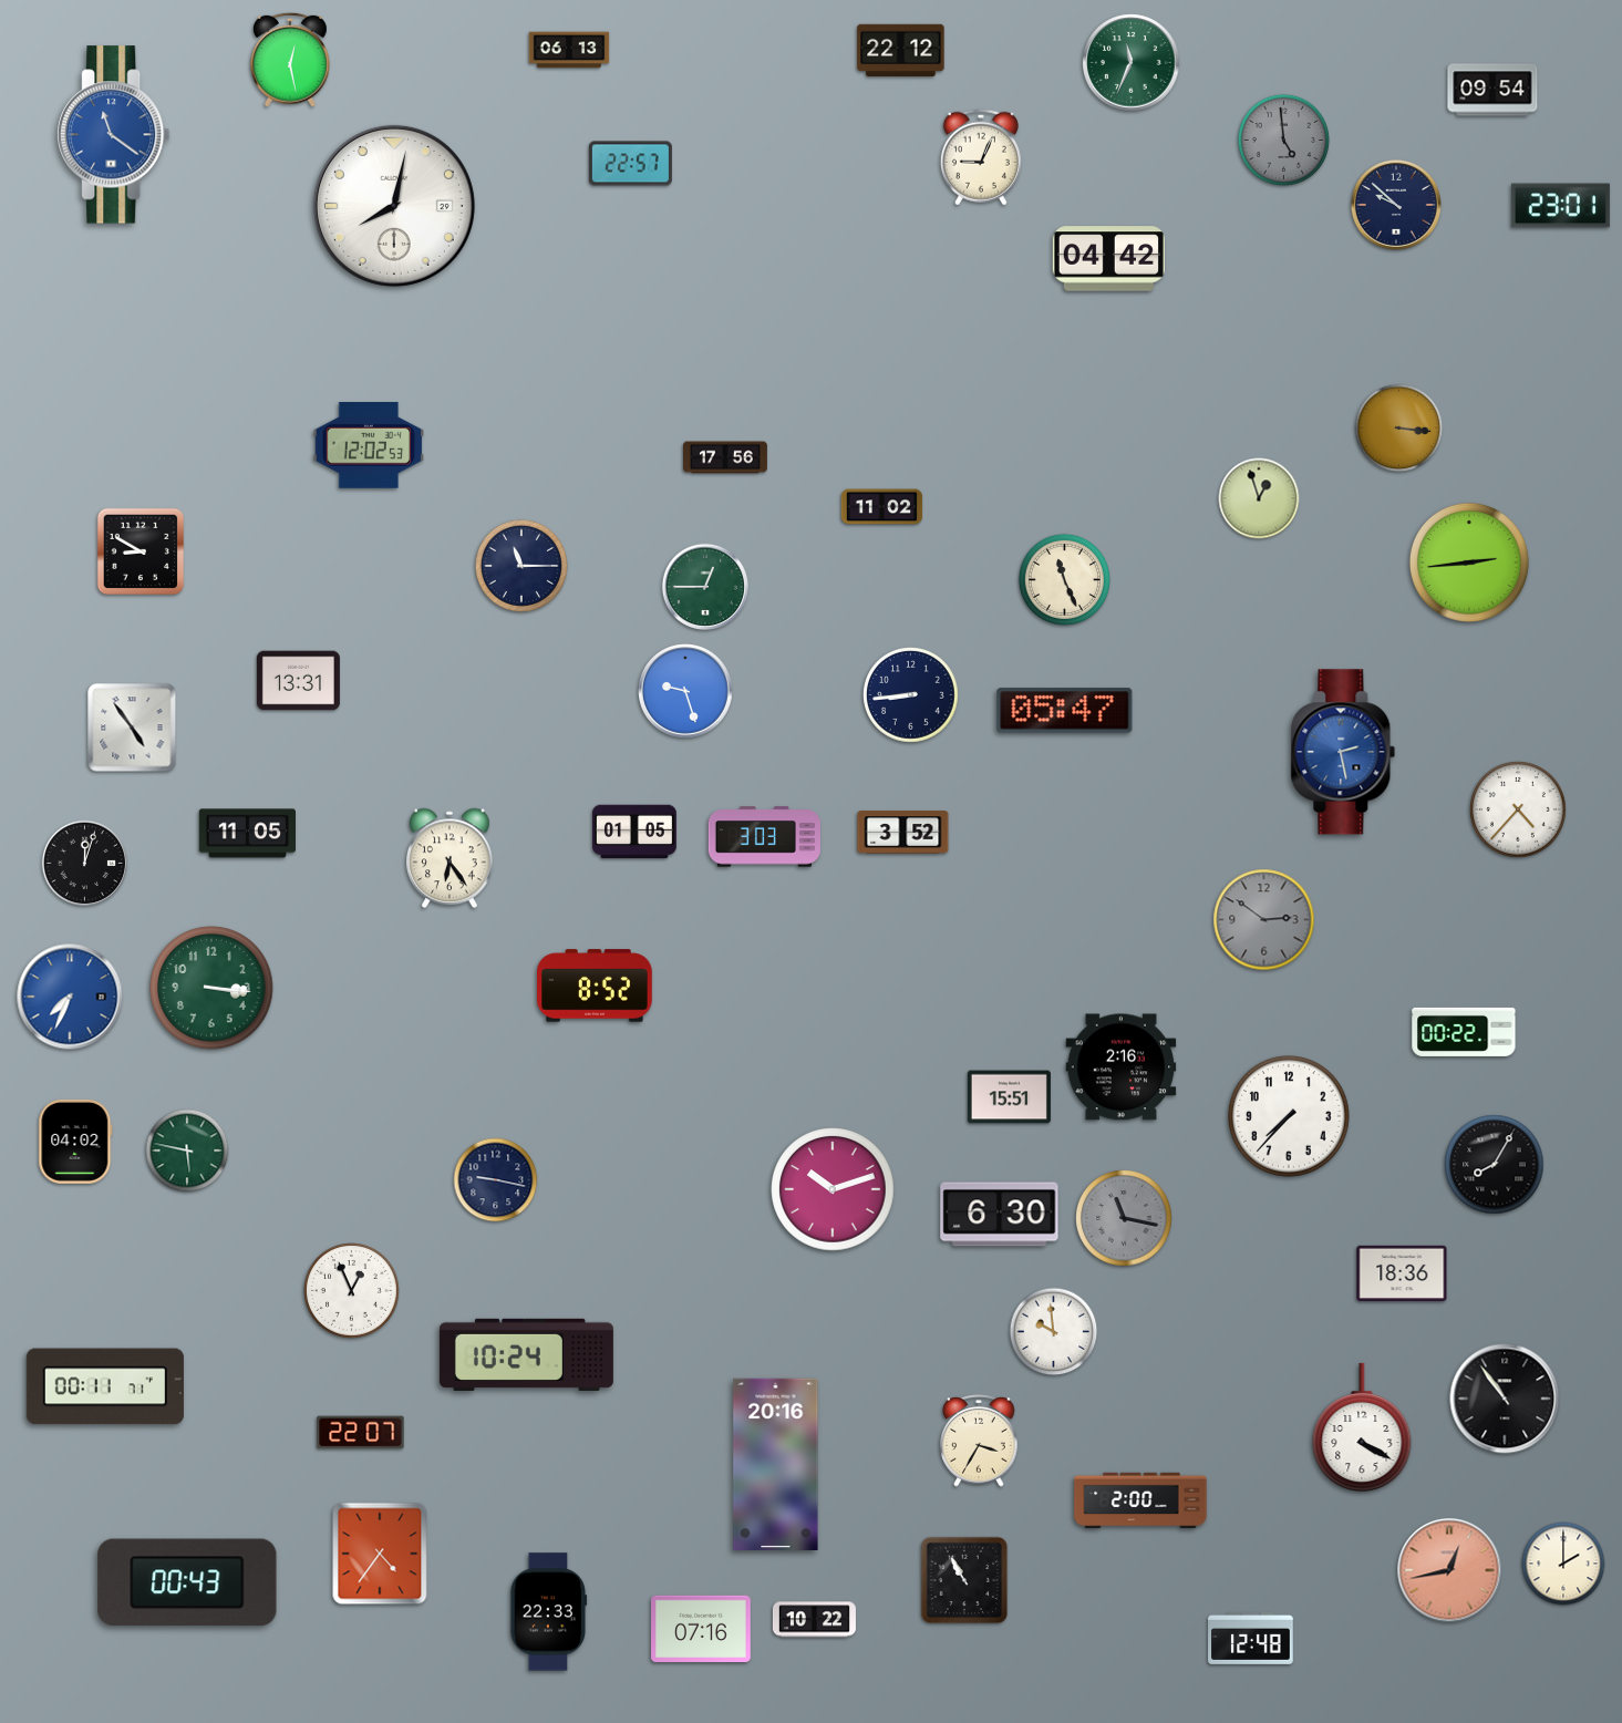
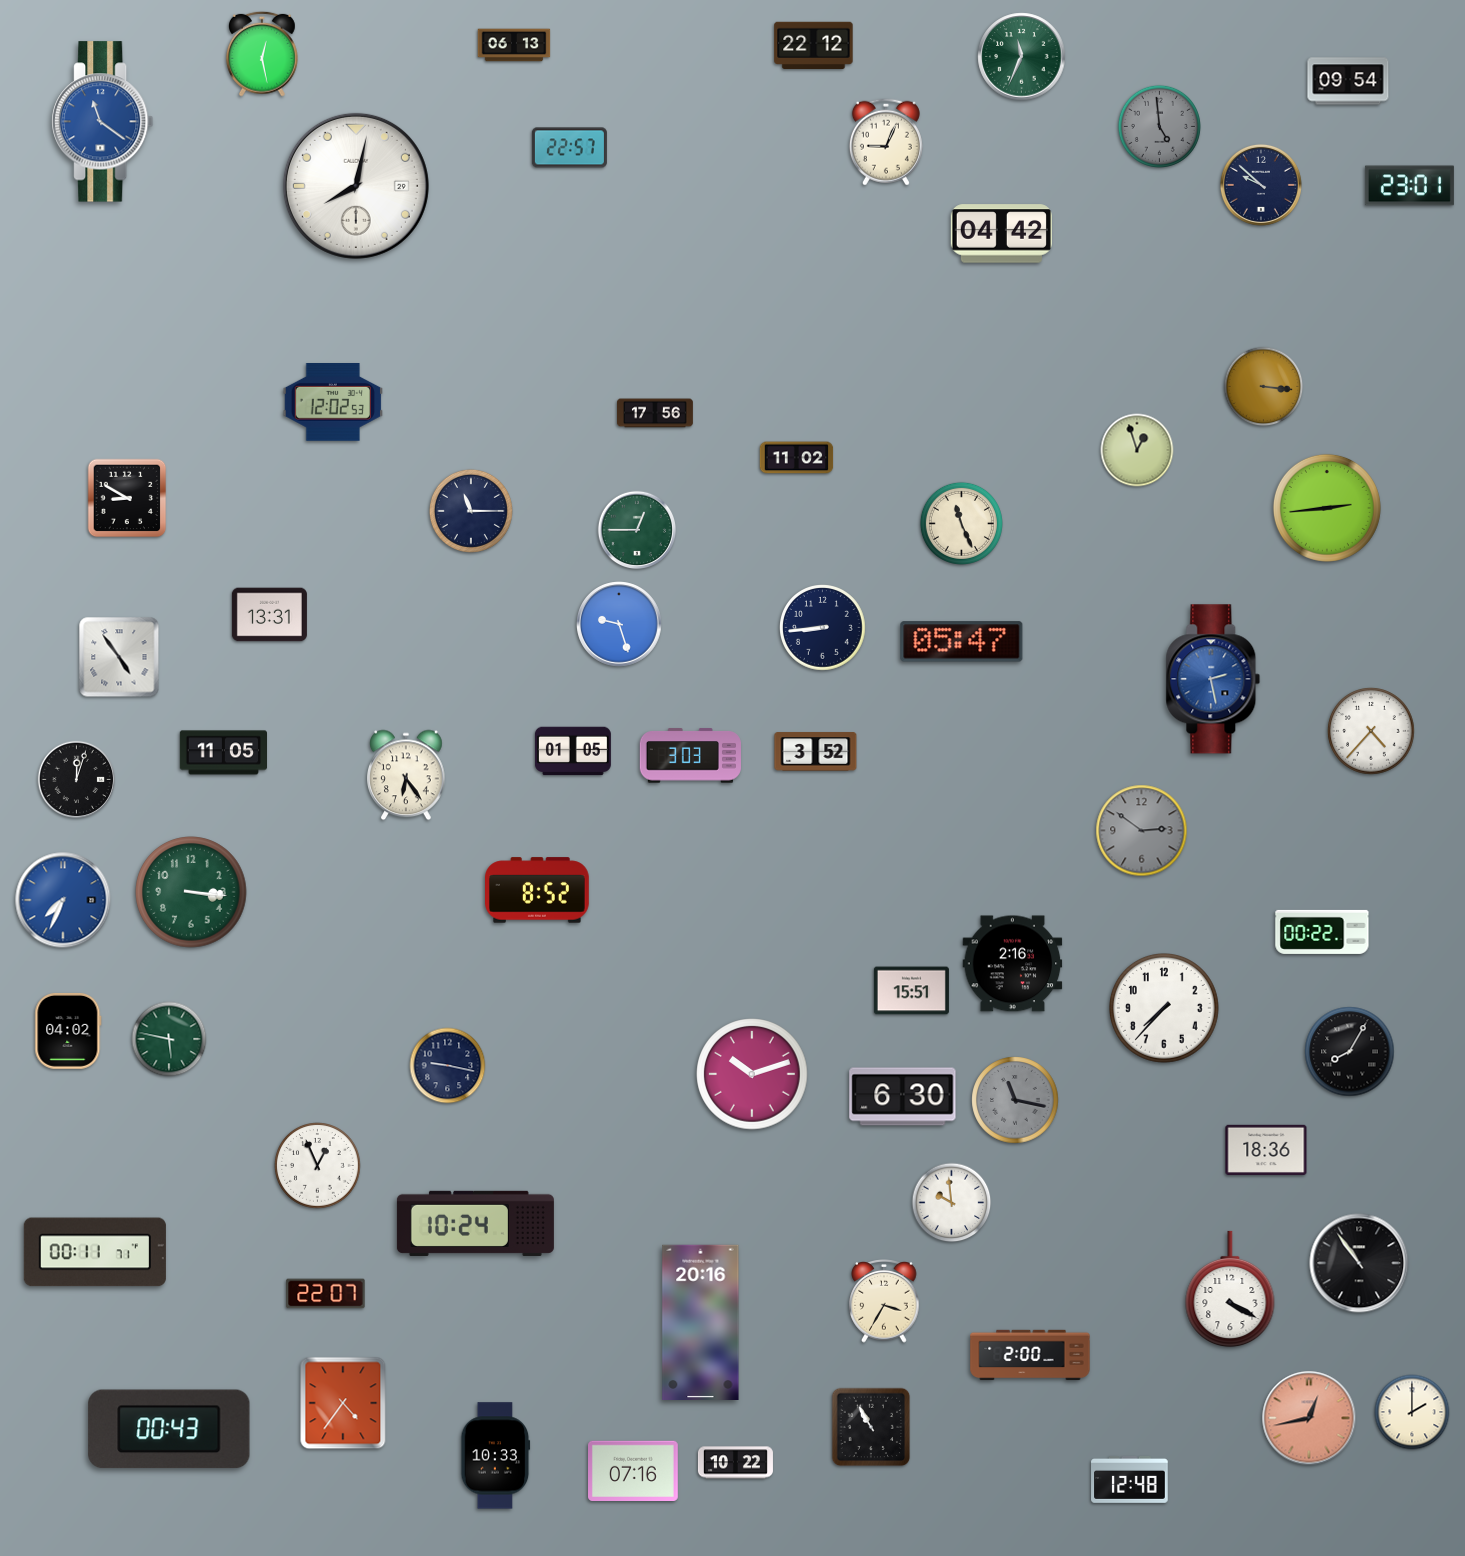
clock at (549, 1612): 22:33 -> 10:33
